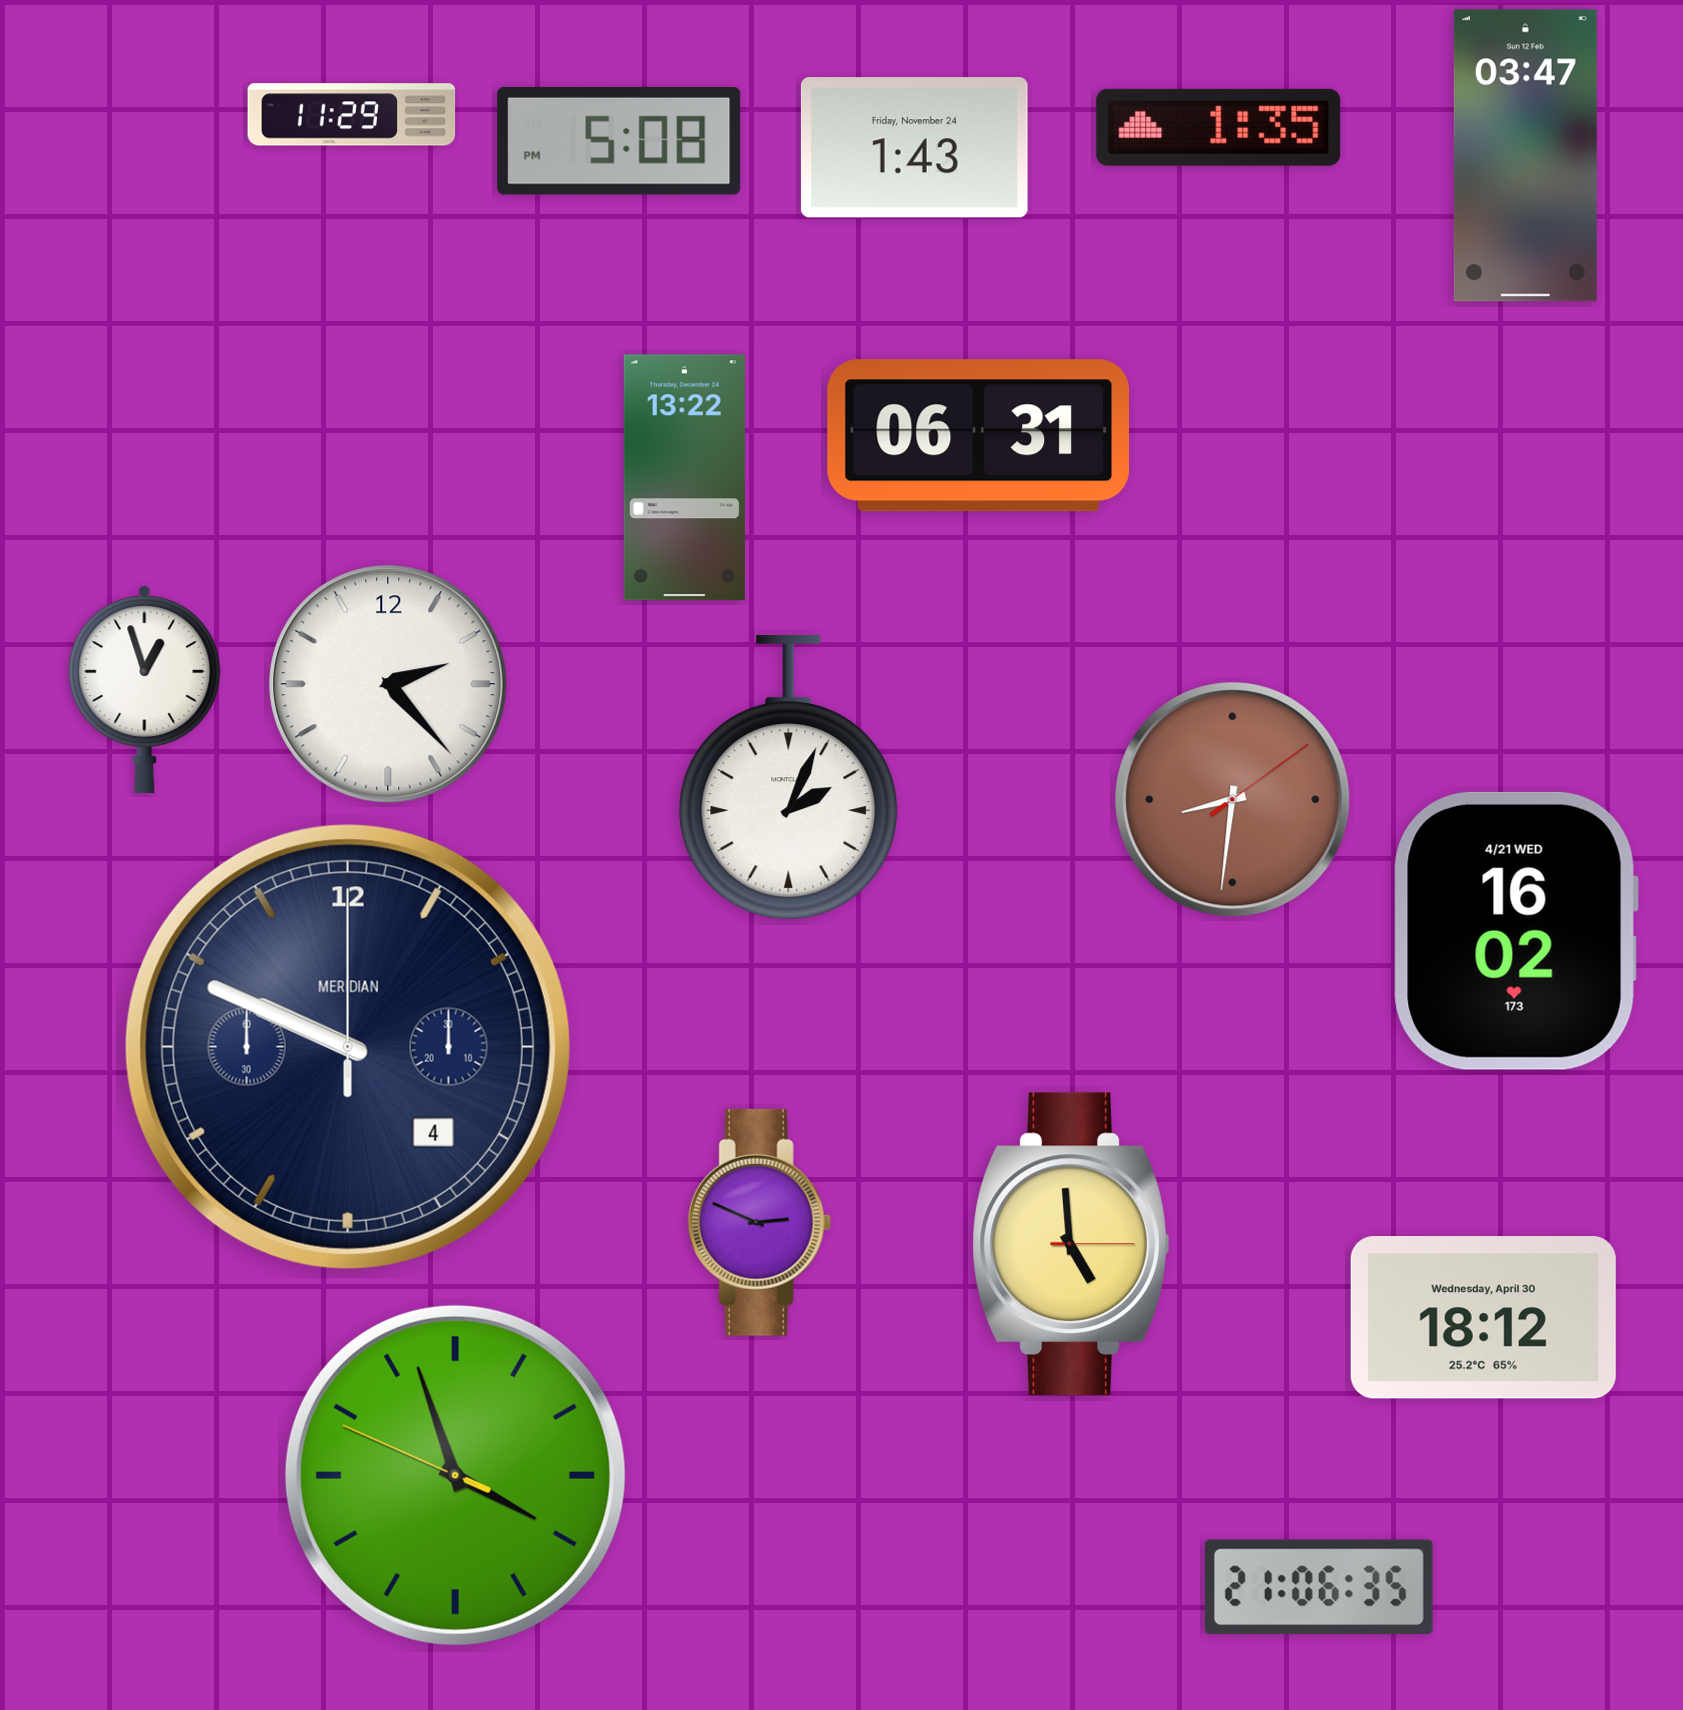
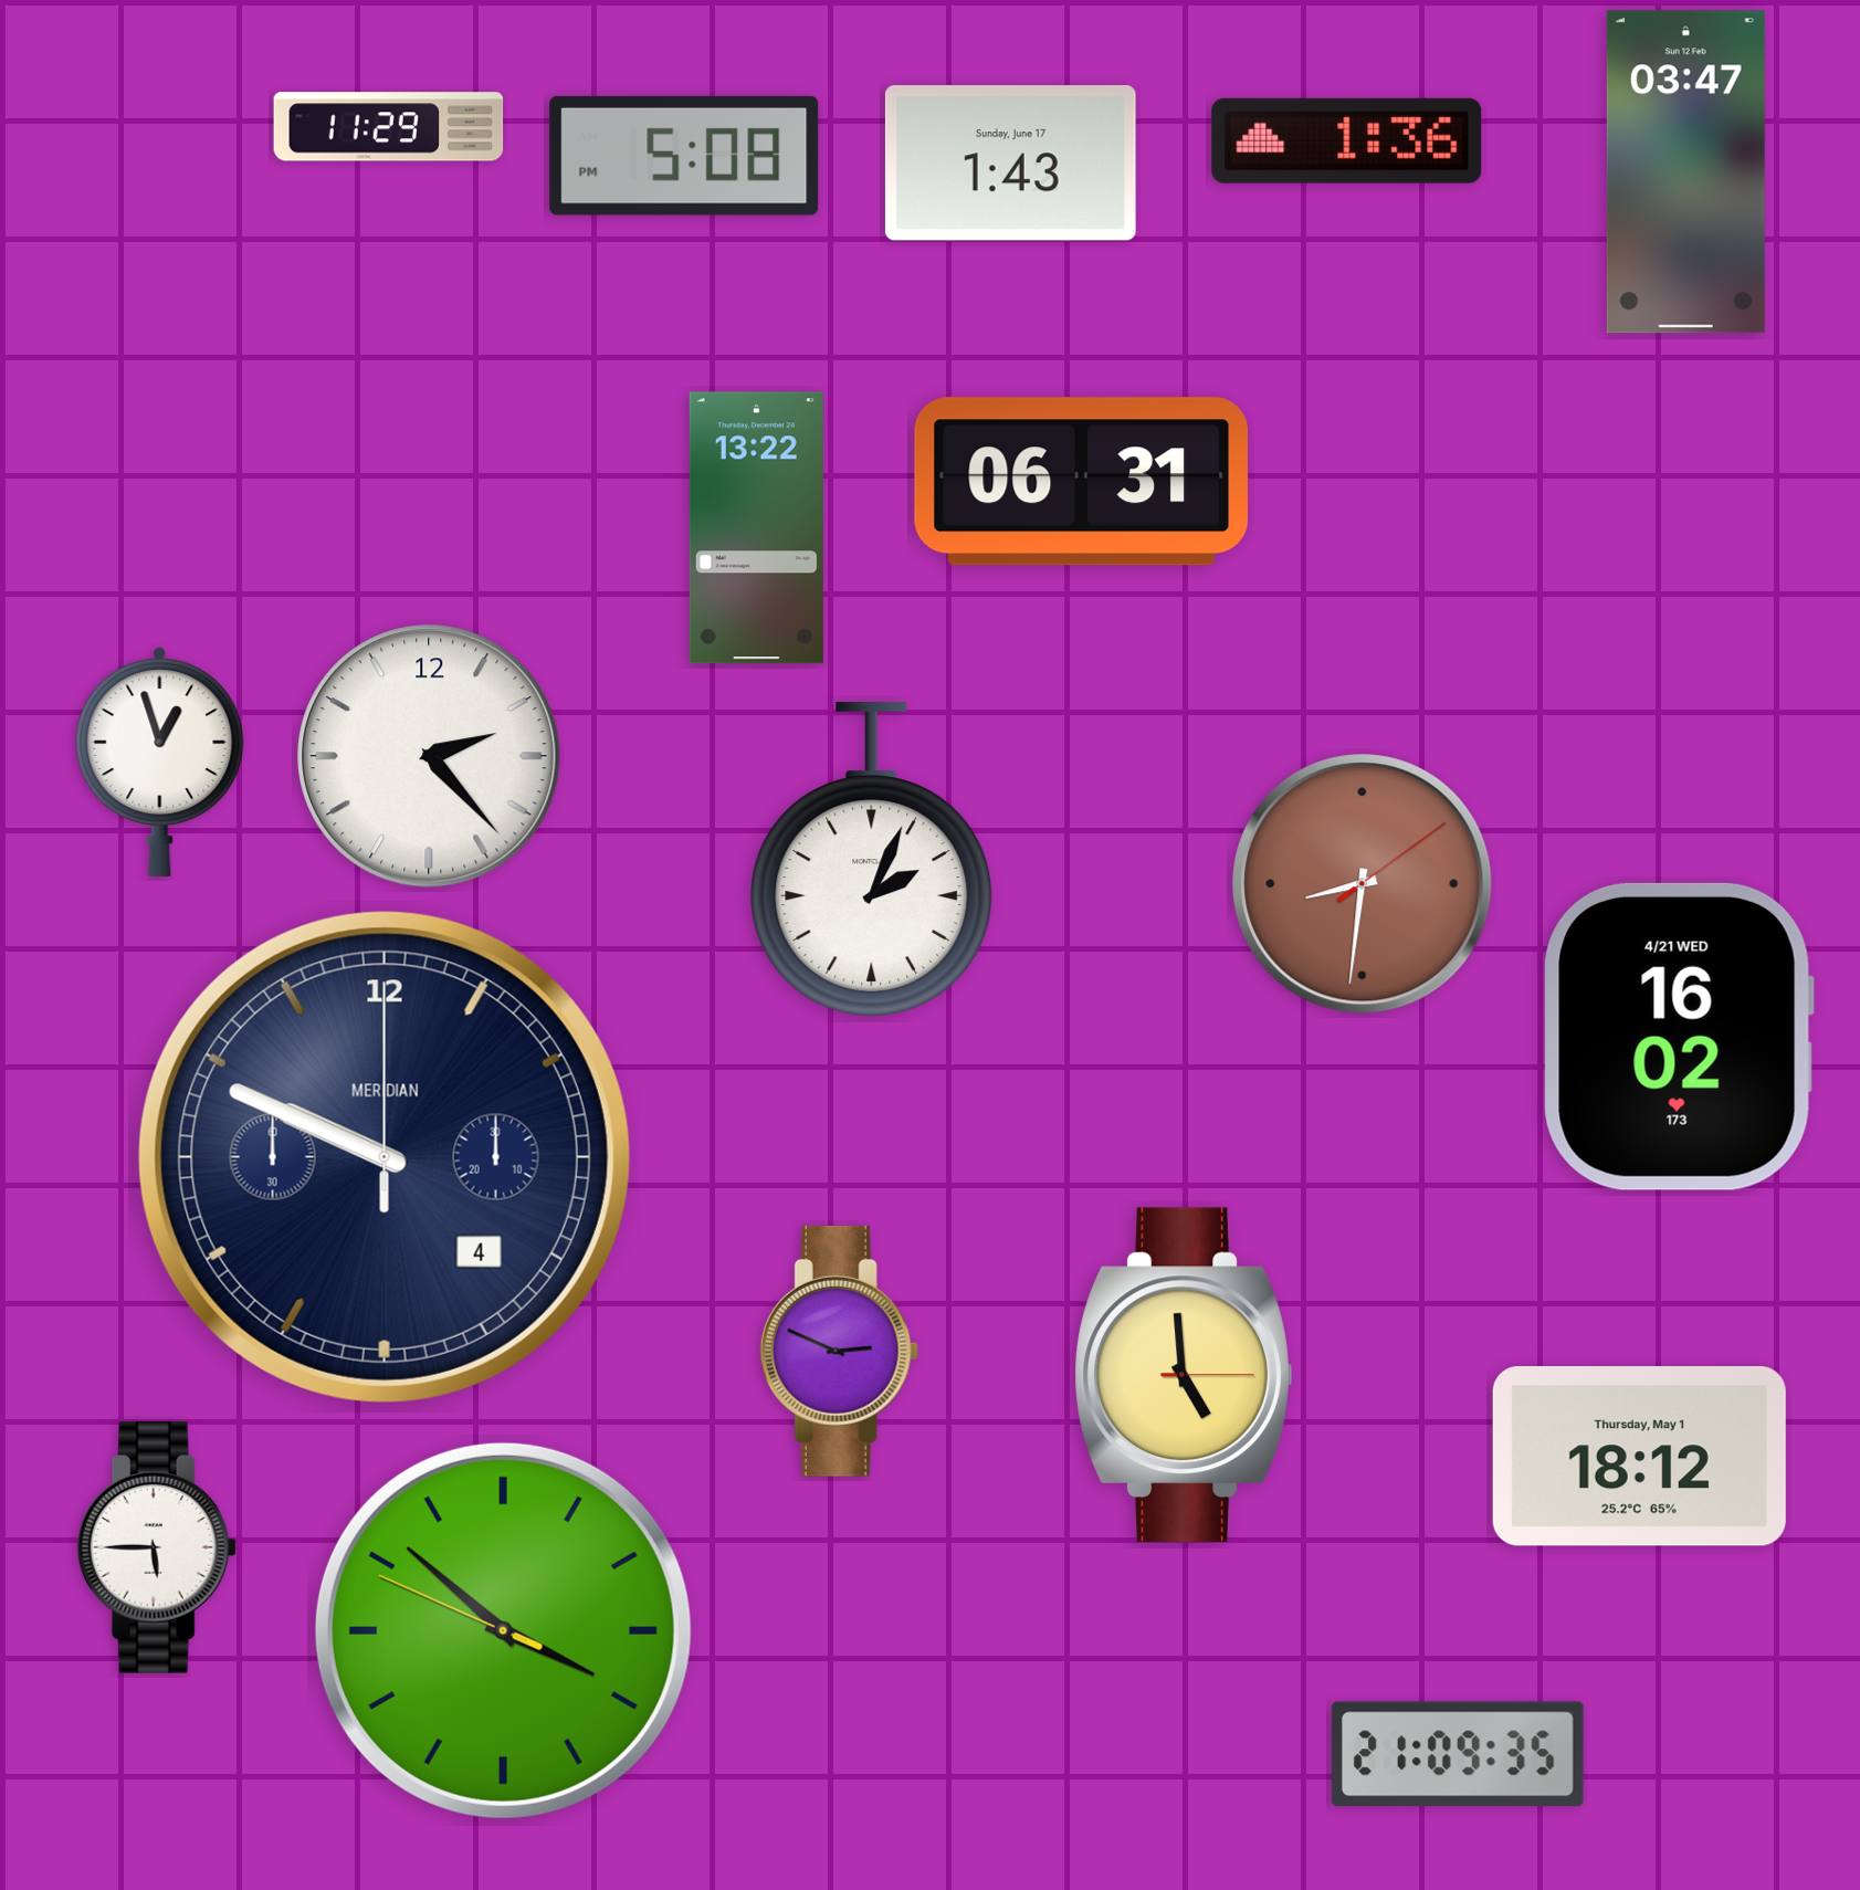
clock at (1219, 127): 1:35 -> 1:36
clock at (914, 148) date: Friday, November 24 -> Sunday, June 17
clock at (1516, 931) position: (1516, 931) -> (1679, 1037)
clock at (1483, 1318) date: Wednesday, April 30 -> Thursday, May 1
clock at (157, 1547): none -> 5:45
clock at (455, 1475): 3:56 -> 3:51
clock at (1319, 1587): 21:06 -> 21:09
